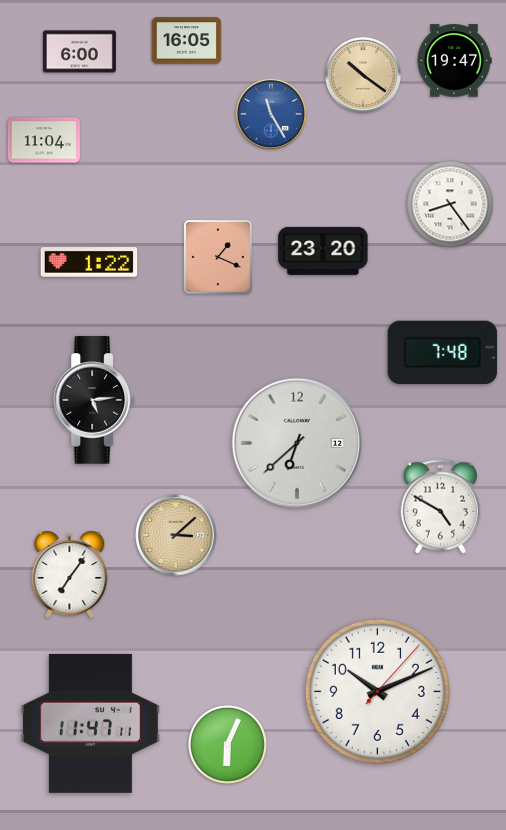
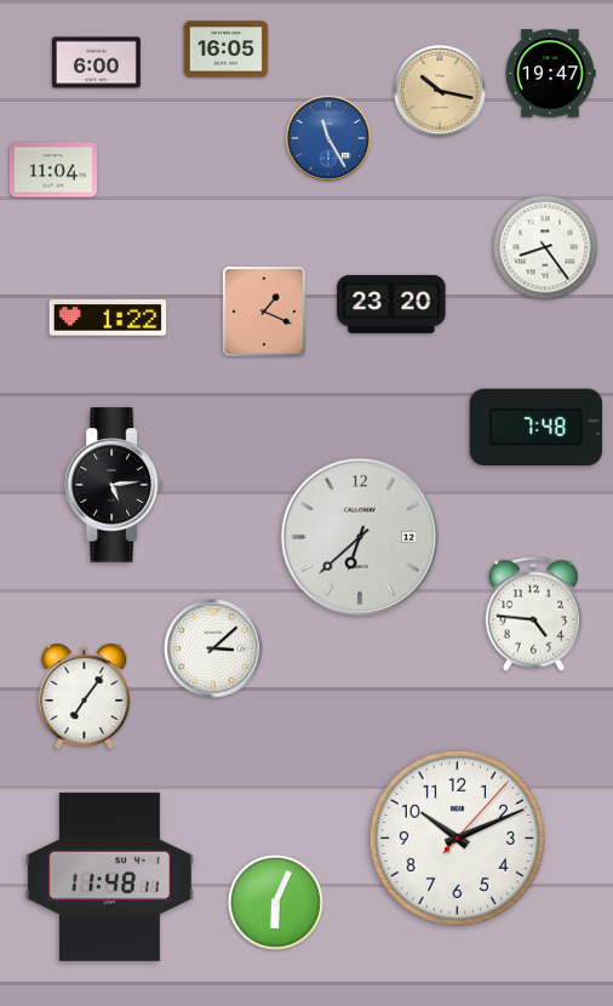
clock at (363, 75): 10:21 -> 10:17
clock at (441, 507): 4:50 -> 4:46
clock at (176, 535) dial: champagne -> white
clock at (90, 723): 11:47 -> 11:48
